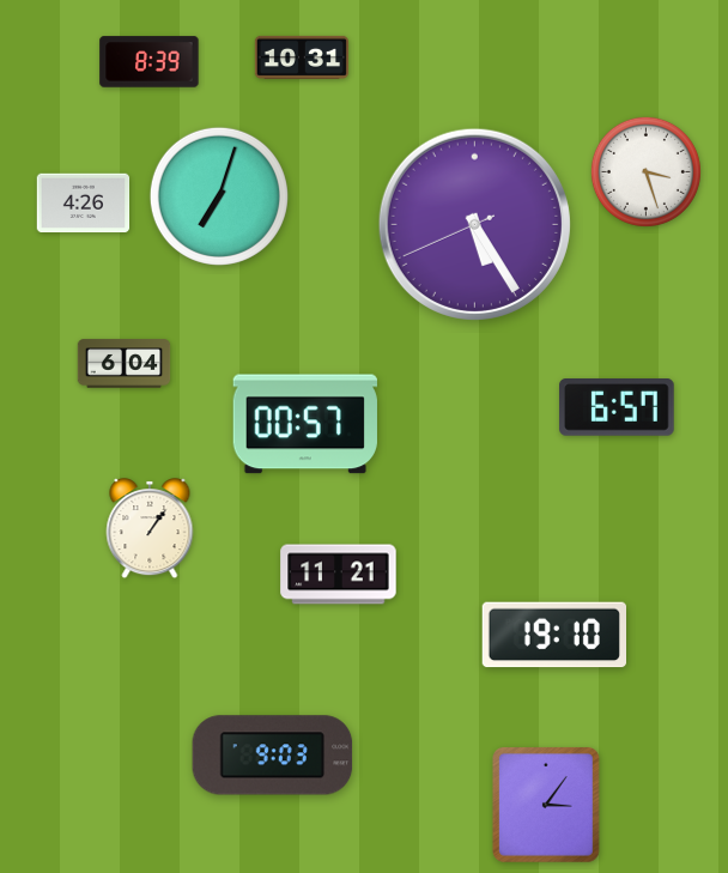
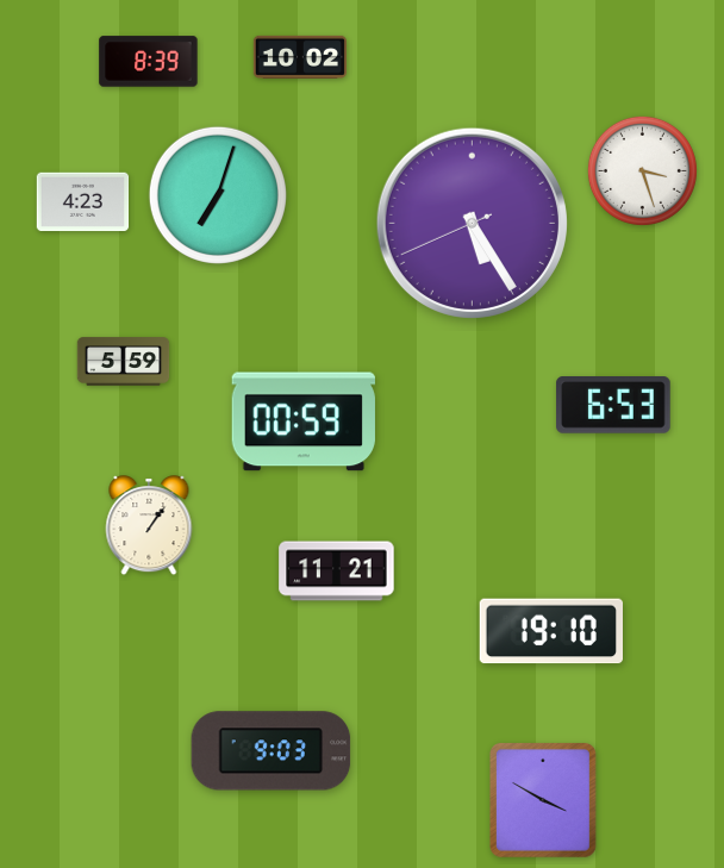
clock at (302, 57): 10:31 -> 10:02
clock at (84, 204): 4:26 -> 4:23
clock at (125, 364): 6:04 -> 5:59
clock at (617, 407): 6:57 -> 6:53
clock at (305, 424): 00:57 -> 00:59
clock at (546, 805): 3:06 -> 3:50
